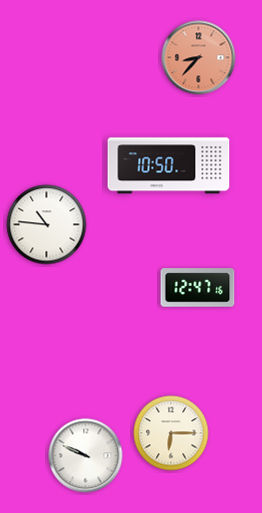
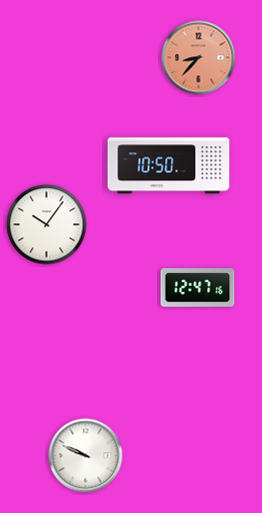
clock at (47, 225): 10:46 -> 10:06
clock at (171, 433): 6:15 -> none
